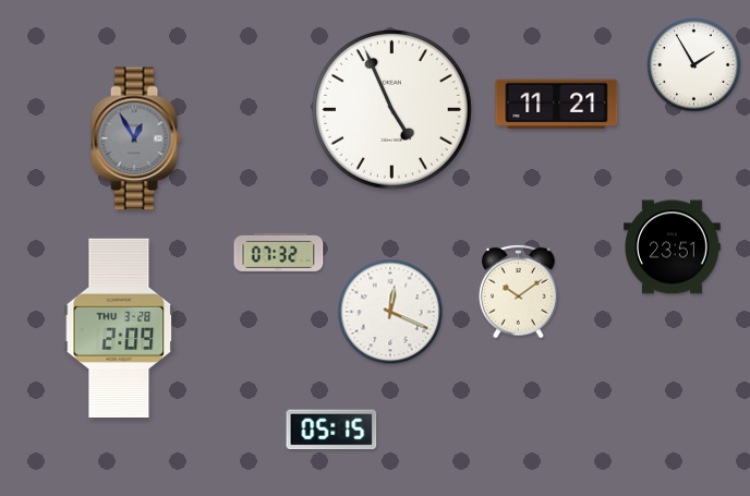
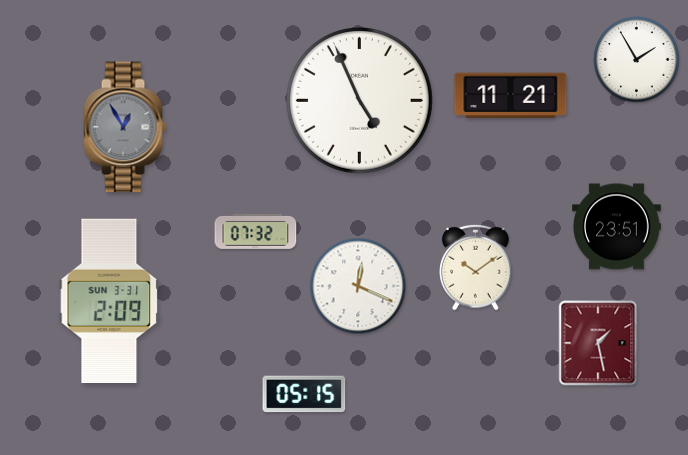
clock at (119, 327) date: THU 3-28 -> SUN 3-31
clock at (598, 343): none -> 1:28
